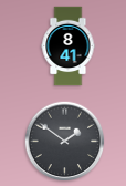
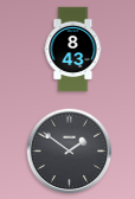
clock at (69, 46): 8:41 -> 8:43
